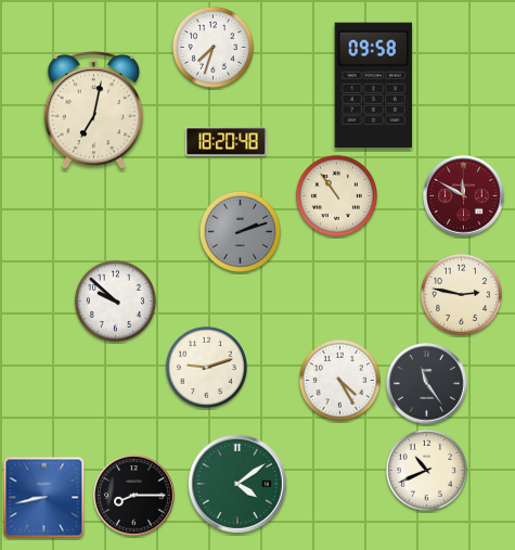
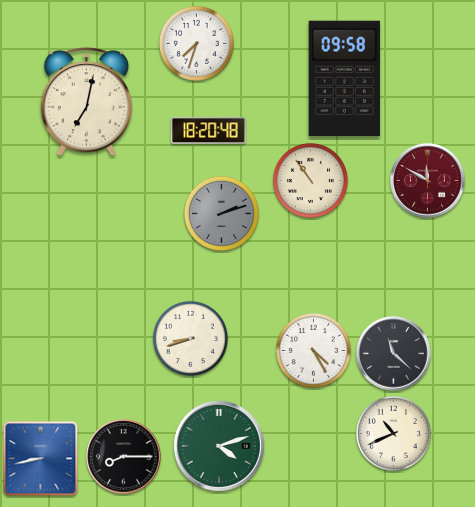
clock at (461, 294): 2:47 -> none
clock at (115, 300): 9:52 -> none
clock at (206, 367): 9:12 -> 8:42
clock at (427, 384): 11:24 -> 11:22
clock at (237, 484): 4:09 -> 4:12
